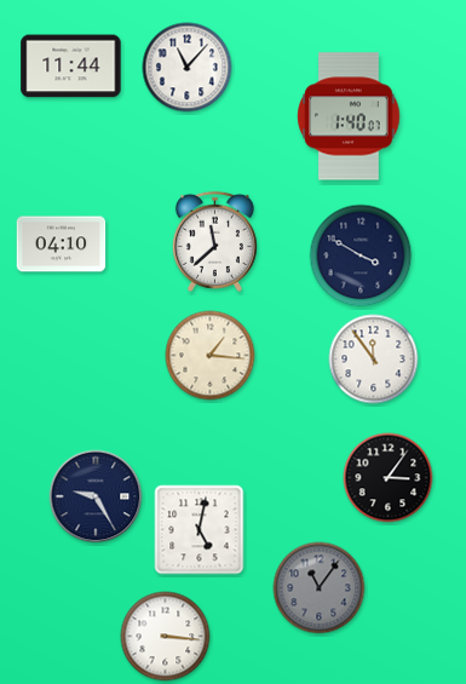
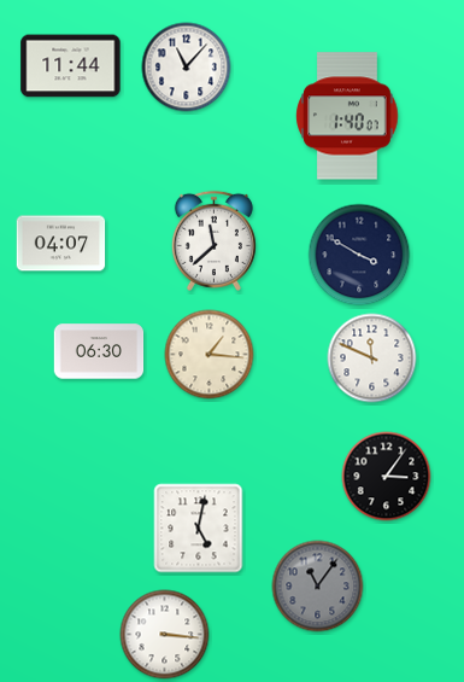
clock at (62, 245): 04:10 -> 04:07
clock at (99, 351): none -> 06:30
clock at (374, 360): 11:54 -> 11:49
clock at (96, 496): 9:25 -> none
